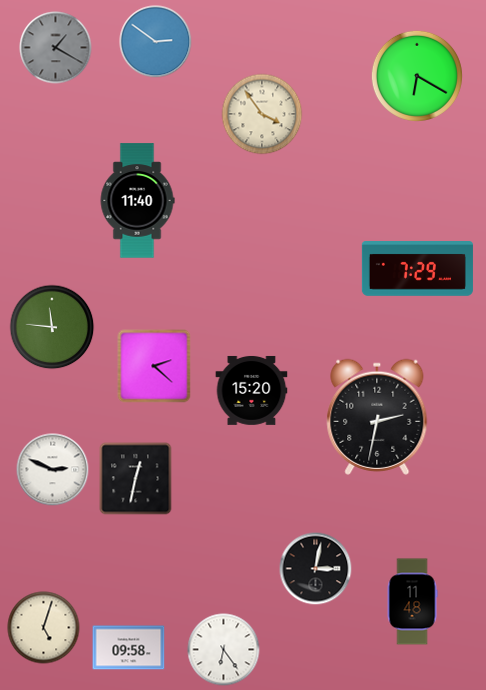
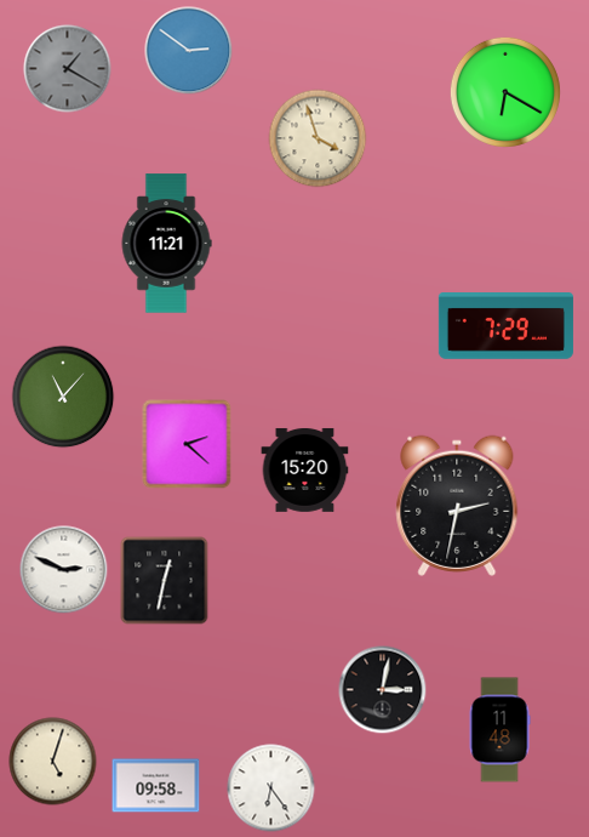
clock at (56, 48) position: (56, 48) -> (68, 69)
clock at (262, 114): 3:54 -> 3:57
clock at (137, 201): 11:40 -> 11:21
clock at (52, 327): 11:46 -> 11:07
clock at (252, 390) position: (252, 390) -> (305, 469)
